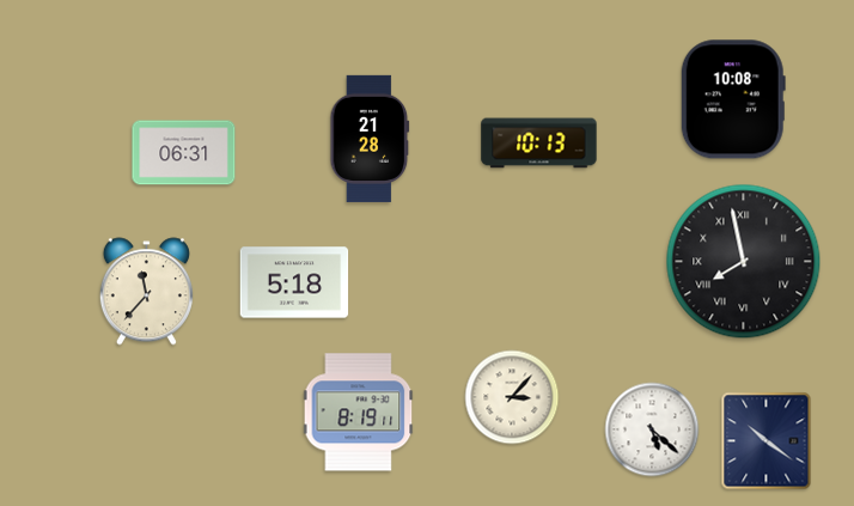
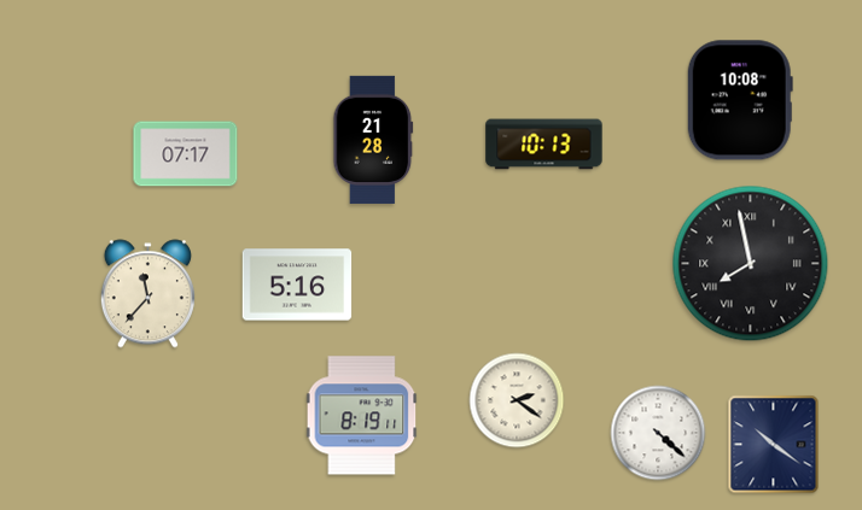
clock at (184, 153): 06:31 -> 07:17
clock at (294, 282): 5:18 -> 5:16
clock at (512, 397): 3:07 -> 2:21
clock at (652, 429): 5:22 -> 4:22
